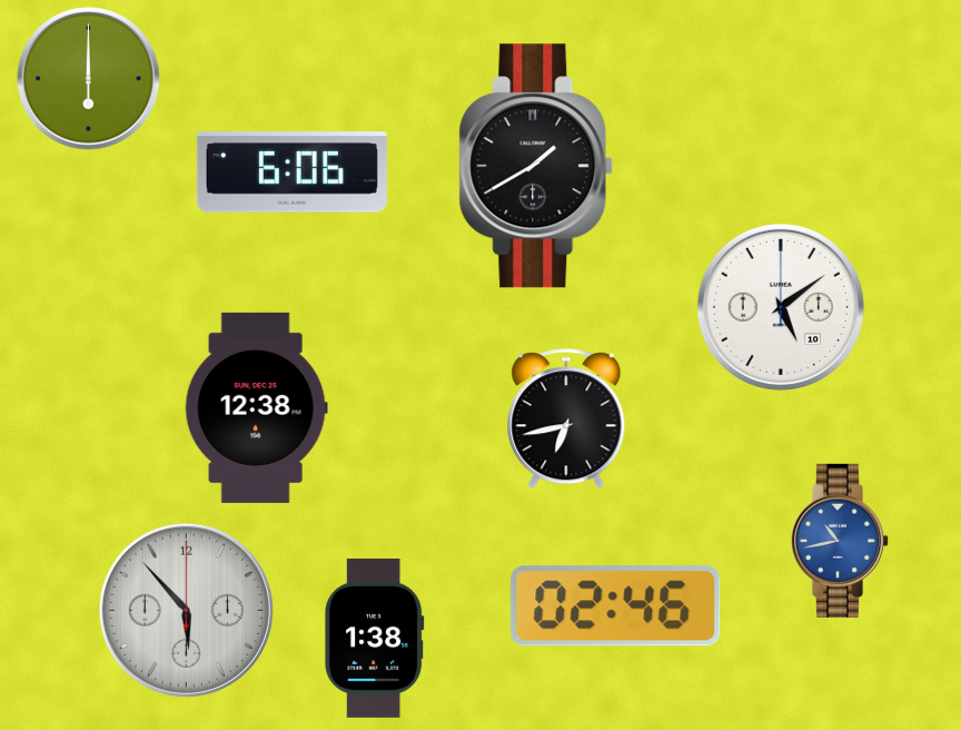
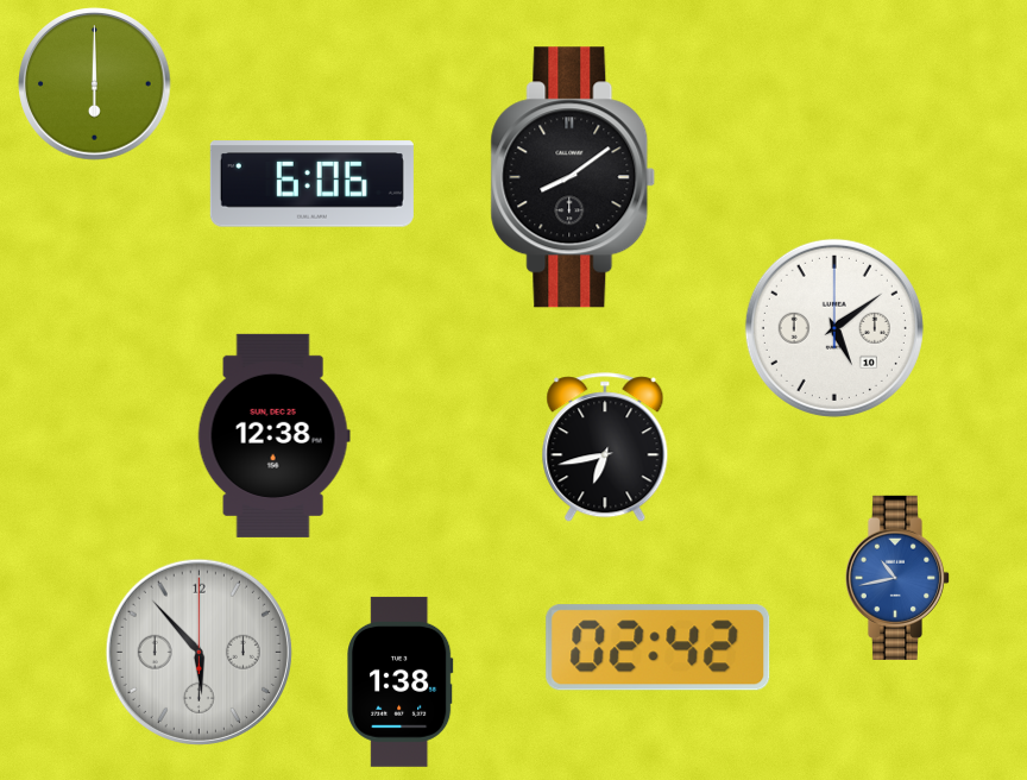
clock at (536, 166): 1:40 -> 8:09
clock at (616, 606): 02:46 -> 02:42
